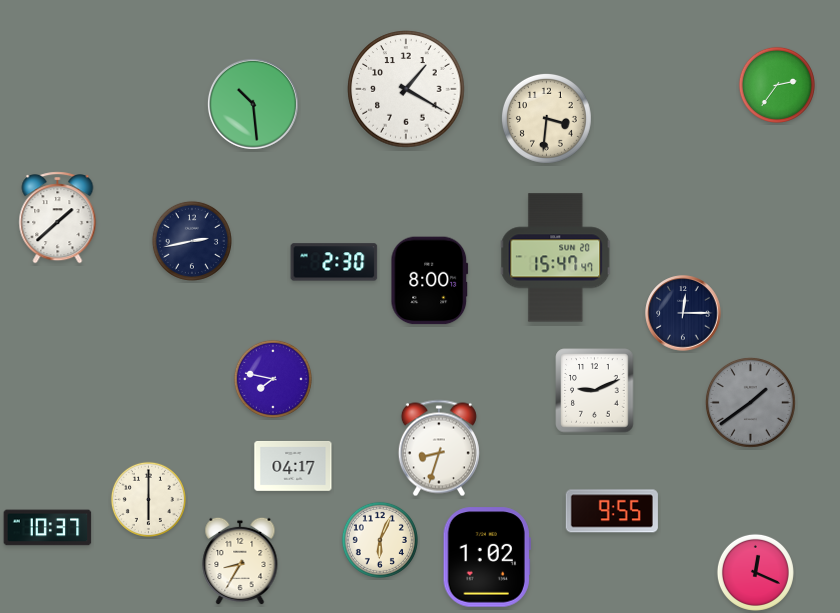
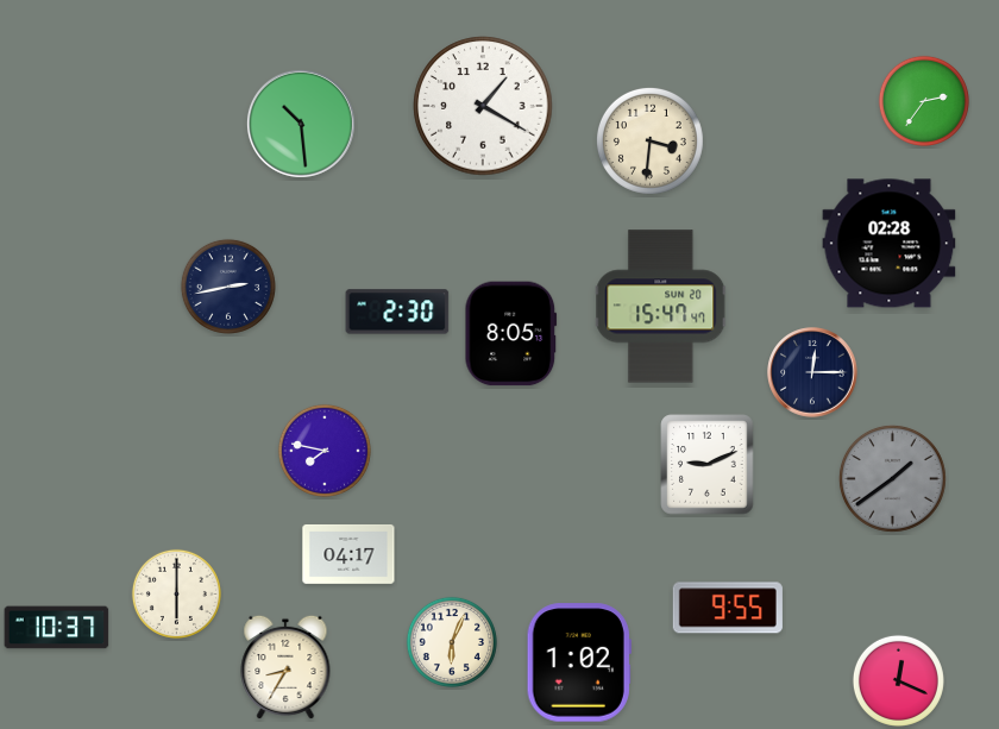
clock at (890, 244): none -> 02:28
clock at (58, 218): 1:38 -> none
clock at (430, 281): 8:00 -> 8:05
clock at (439, 448): 8:33 -> none
